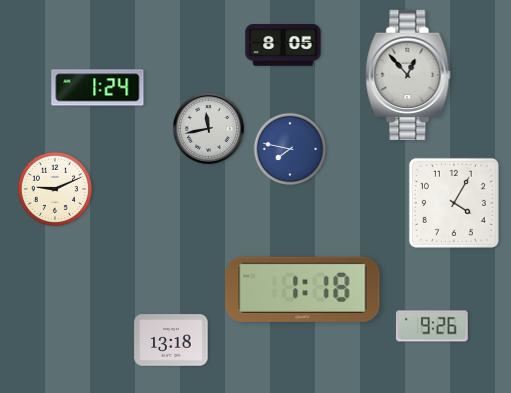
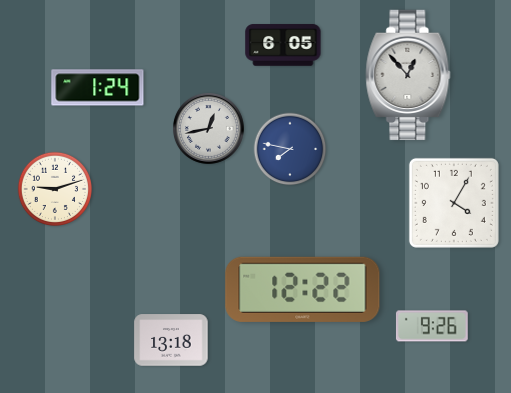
clock at (283, 45): 8:05 -> 6:05
clock at (208, 128): 11:43 -> 12:43
clock at (54, 188): 9:11 -> 9:12
clock at (303, 289): 1:18 -> 12:22
